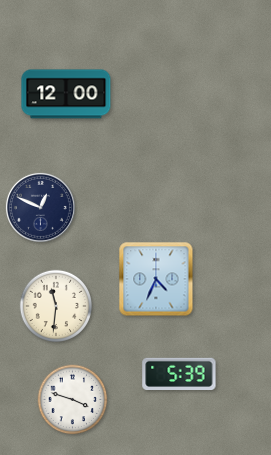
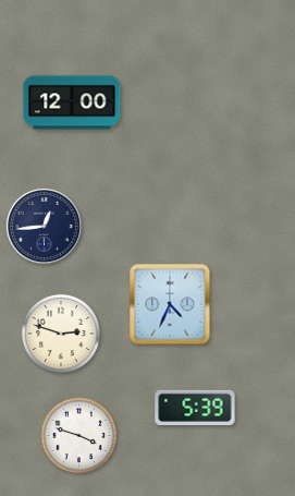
clock at (40, 207): 12:49 -> 12:44
clock at (55, 305): 11:31 -> 2:48
